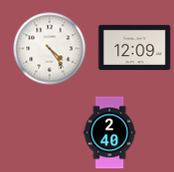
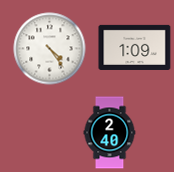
clock at (135, 47): 12:09 -> 1:09
